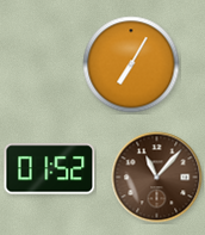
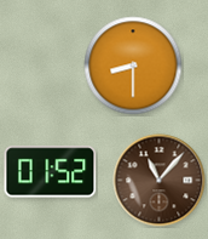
clock at (131, 64): 7:05 -> 8:30
